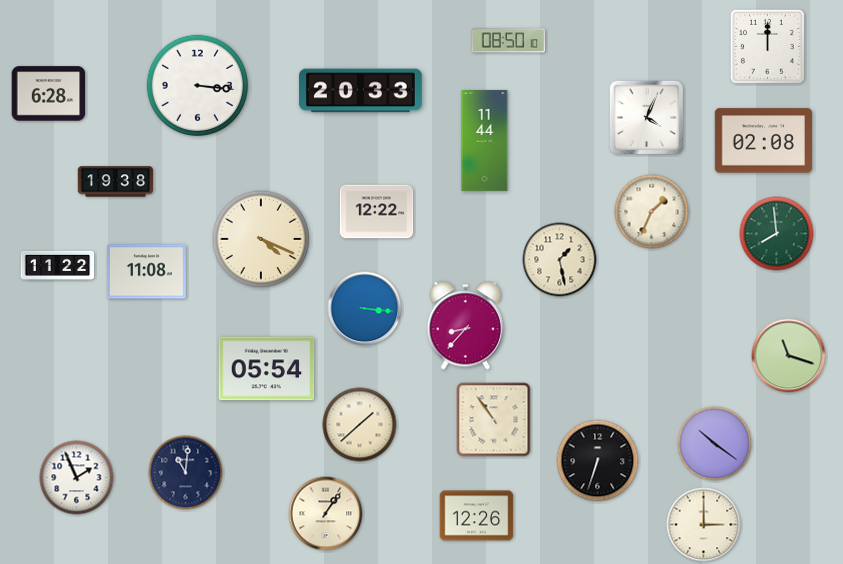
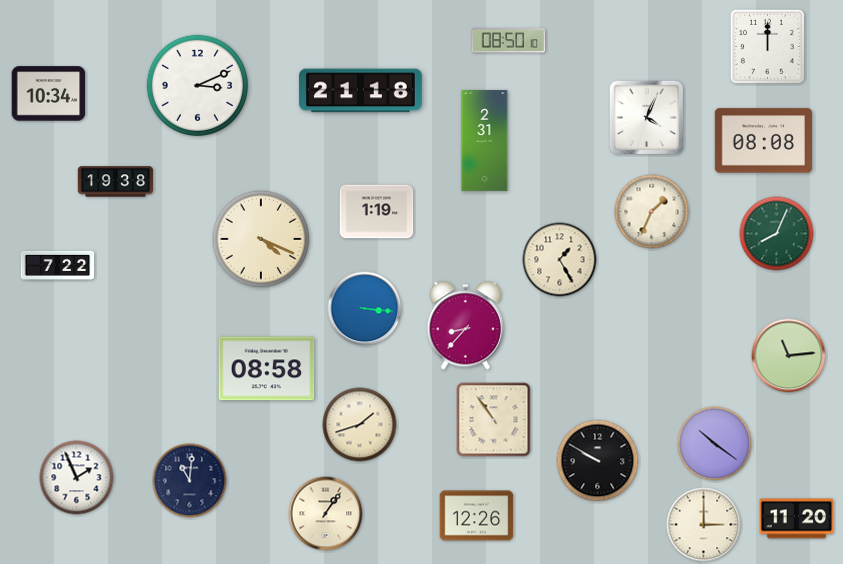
clock at (197, 85): 3:16 -> 3:11
clock at (360, 91): 20:33 -> 21:18
clock at (49, 94): 6:28 -> 10:34
clock at (485, 141): 11:44 -> 2:31
clock at (763, 141): 02:08 -> 08:08
clock at (377, 212): 12:22 -> 1:19
clock at (777, 234): 7:59 -> 8:04
clock at (560, 260): 1:28 -> 1:25
clock at (58, 265): 11:22 -> 7:22
clock at (146, 272): 11:08 -> none
clock at (789, 356): 11:18 -> 11:14
clock at (267, 369): 05:54 -> 08:58
clock at (360, 425): 1:38 -> 1:42
clock at (598, 461): 6:33 -> 9:50
clock at (186, 473) position: (186, 473) -> (190, 481)
clock at (797, 519): none -> 11:20
